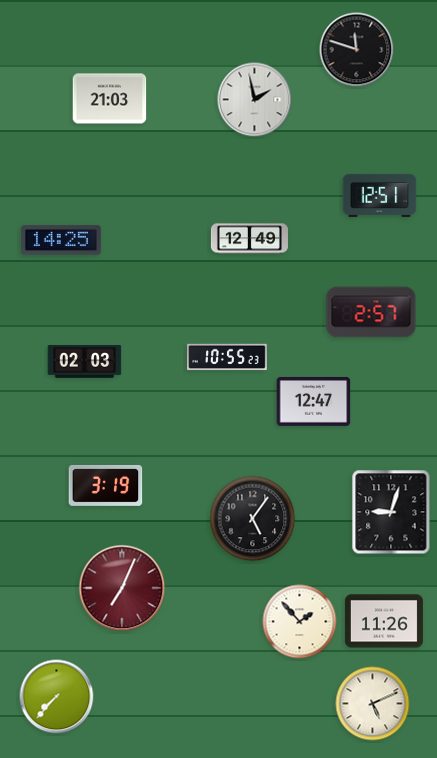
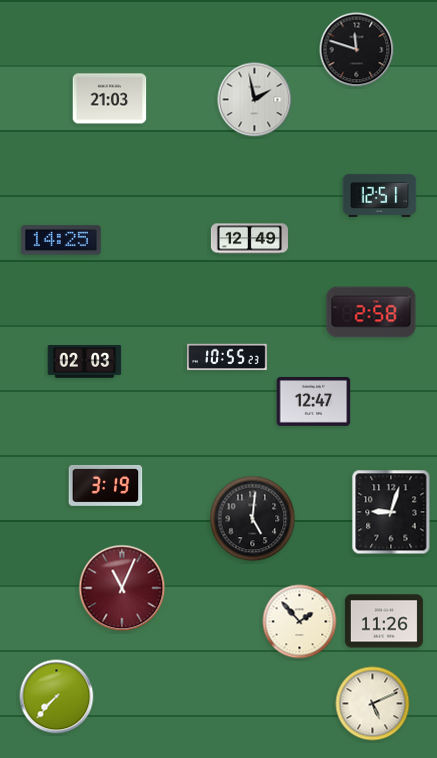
clock at (371, 312): 2:57 -> 2:58
clock at (253, 519): 5:06 -> 5:01
clock at (122, 588): 7:04 -> 11:04
